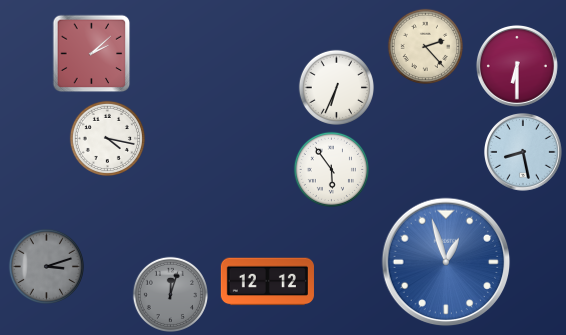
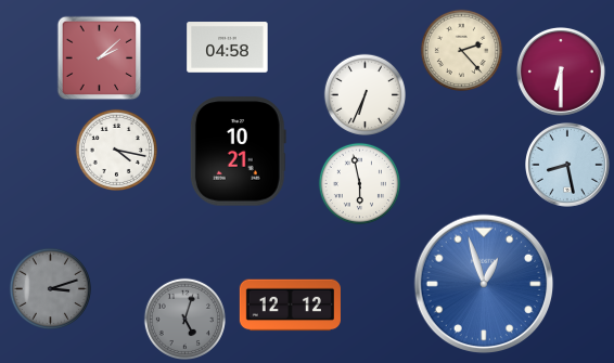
clock at (228, 48): none -> 04:58
clock at (238, 152): none -> 10:21
clock at (331, 169): 5:54 -> 5:58
clock at (170, 294): 12:03 -> 5:03
